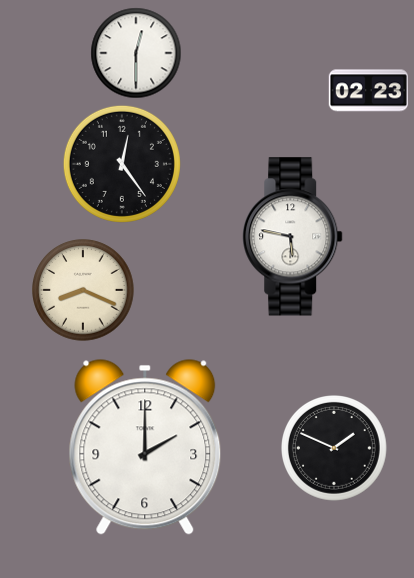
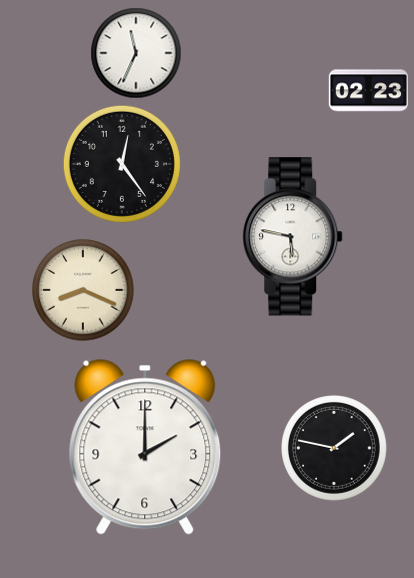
clock at (136, 53): 12:30 -> 11:34
clock at (335, 449): 1:49 -> 1:47
